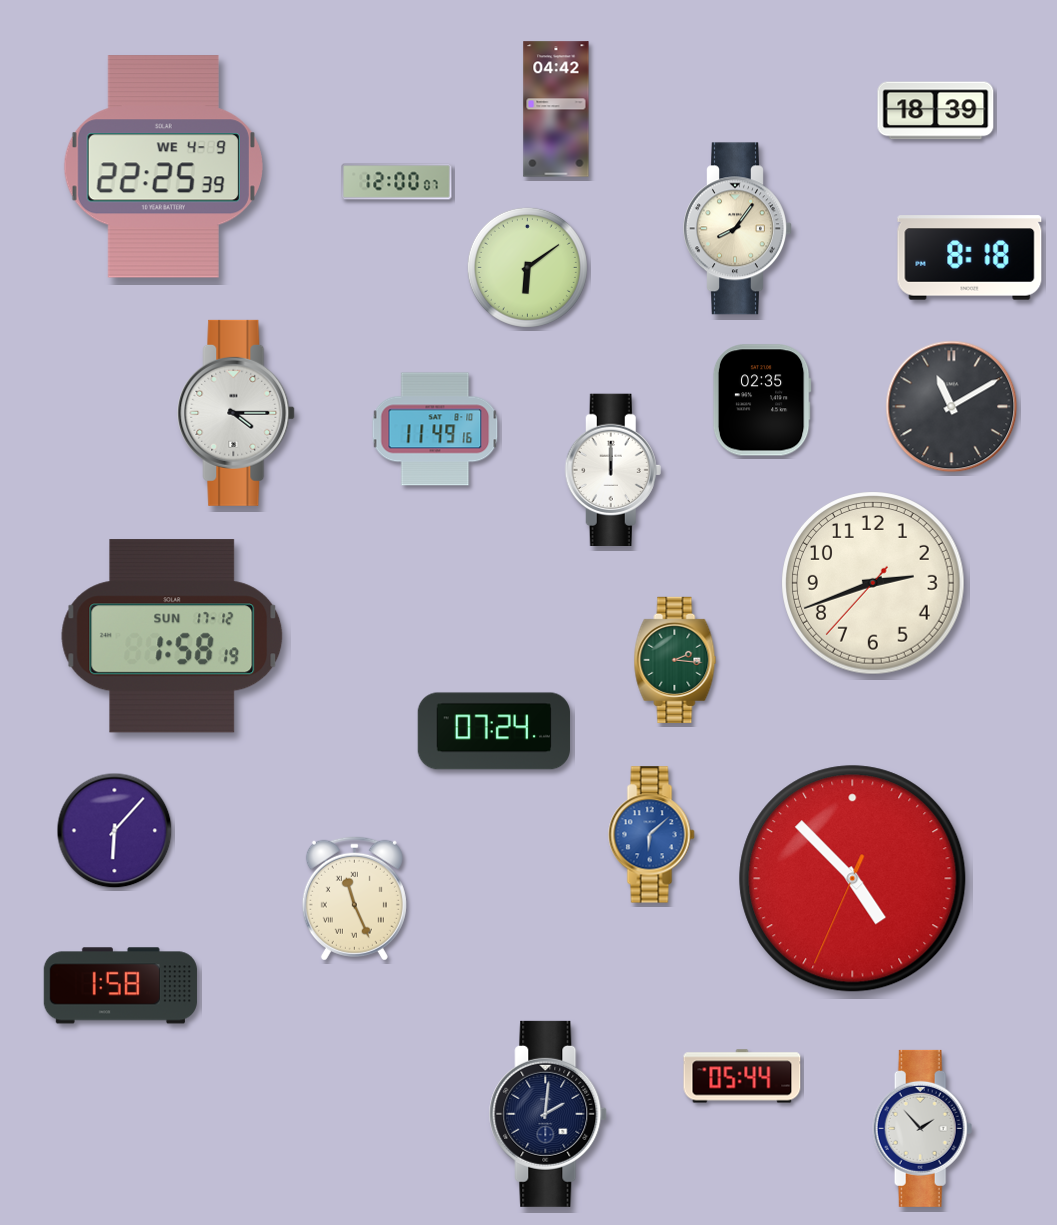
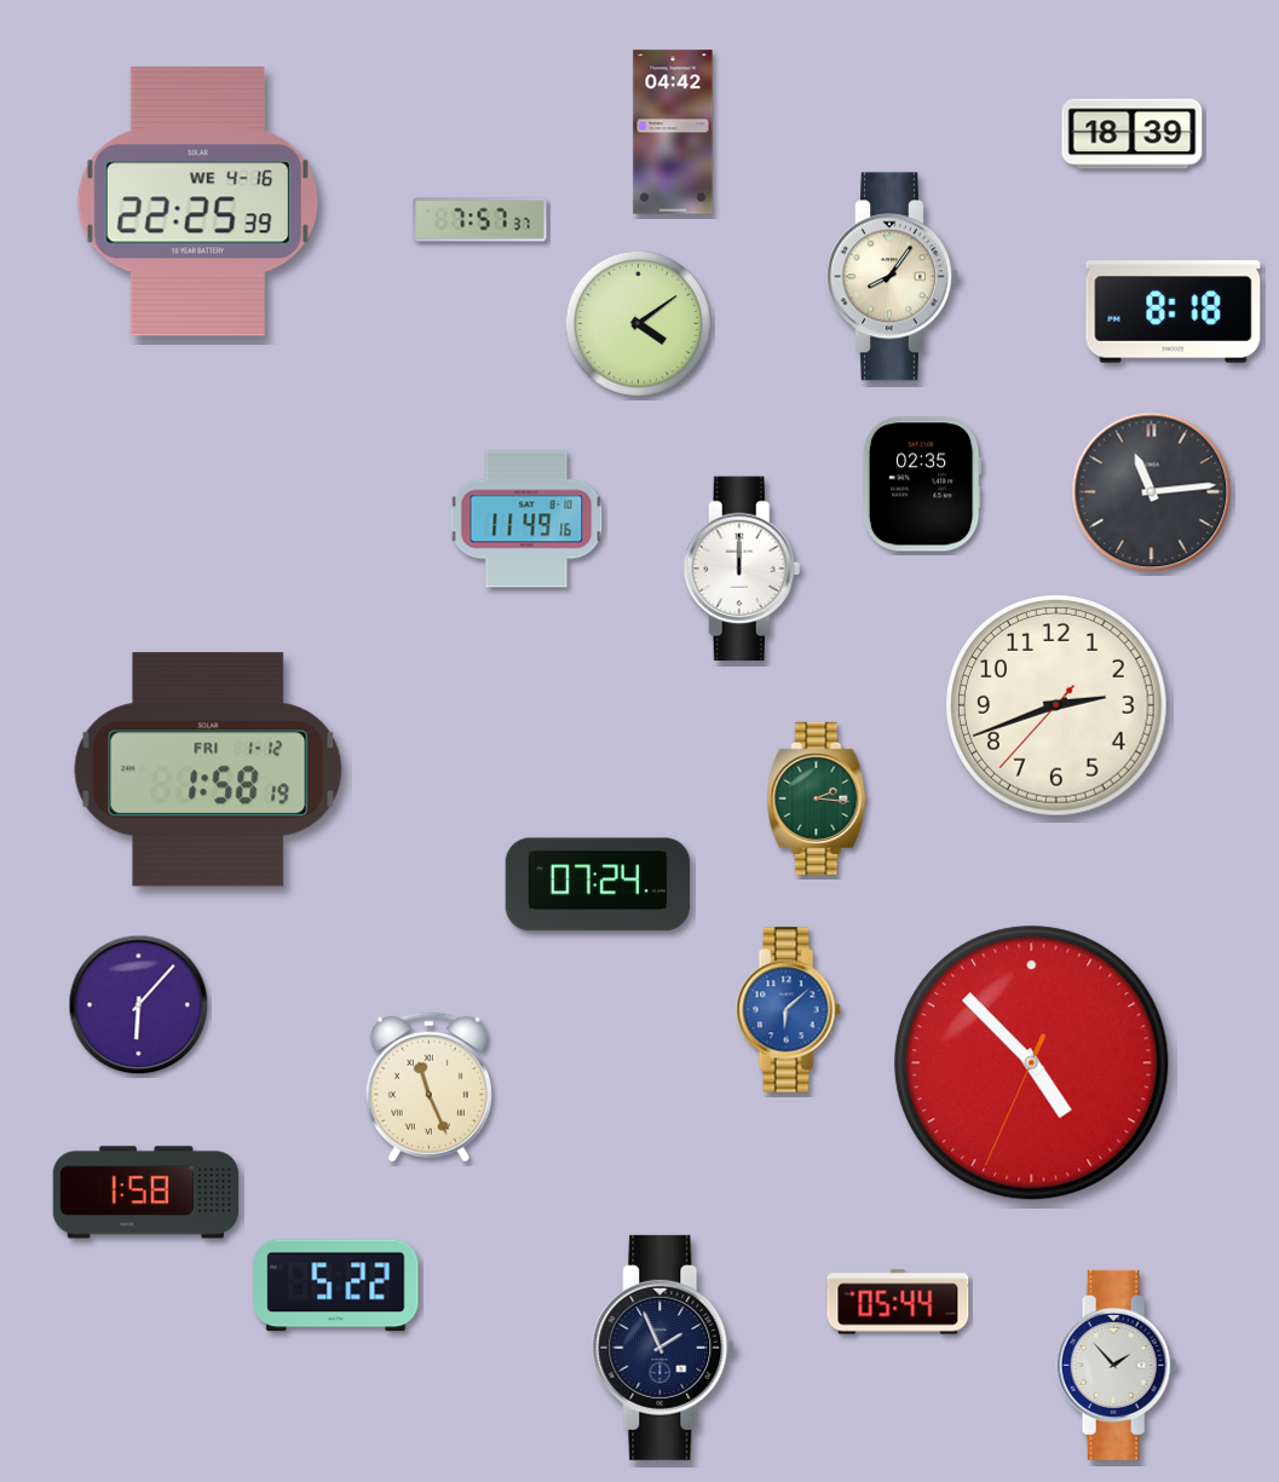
clock at (163, 167) date: WE 4-9 -> WE 4-16
clock at (397, 182): 12:00 -> 7:57
clock at (527, 267): 6:09 -> 4:09
clock at (952, 407): 11:10 -> 11:14
clock at (237, 413): 4:15 -> none
clock at (172, 636) date: SUN 17-12 -> FRI 1-12
clock at (336, 1286): none -> 5:22
clock at (549, 1114): 2:01 -> 1:56
